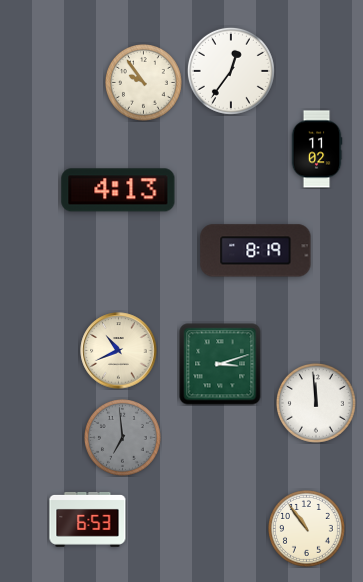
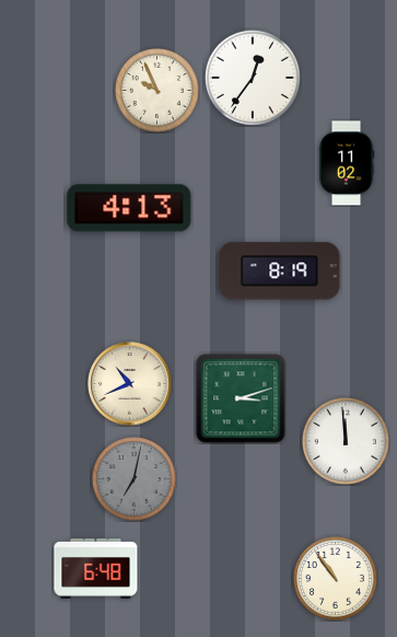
clock at (144, 83): 9:54 -> 9:56
clock at (256, 251) position: (256, 251) -> (280, 271)
clock at (123, 438): 6:59 -> 7:02
clock at (88, 519): 6:53 -> 6:48
